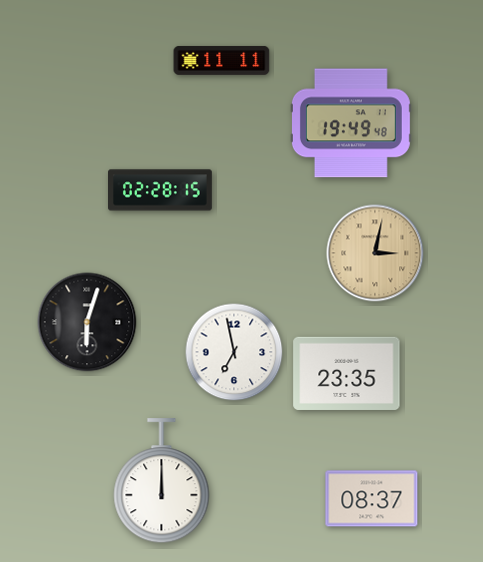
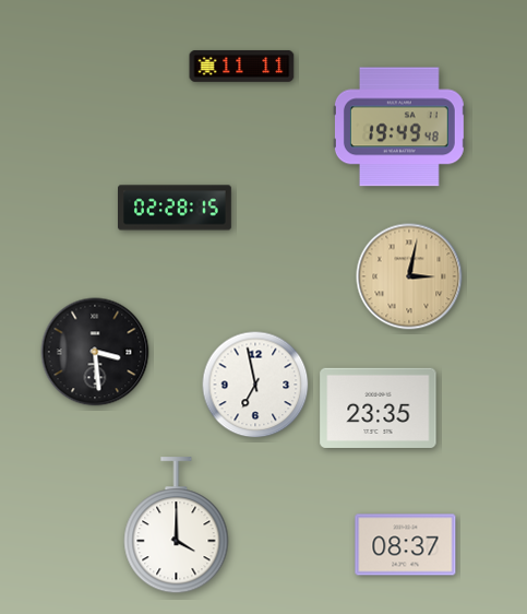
clock at (351, 123) position: (351, 123) -> (399, 127)
clock at (87, 322): 6:03 -> 3:29
clock at (162, 481): 12:00 -> 4:00
